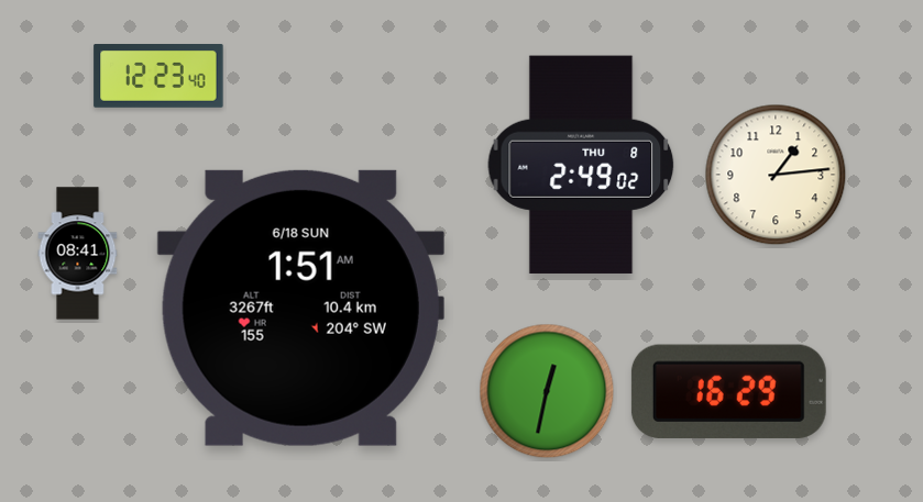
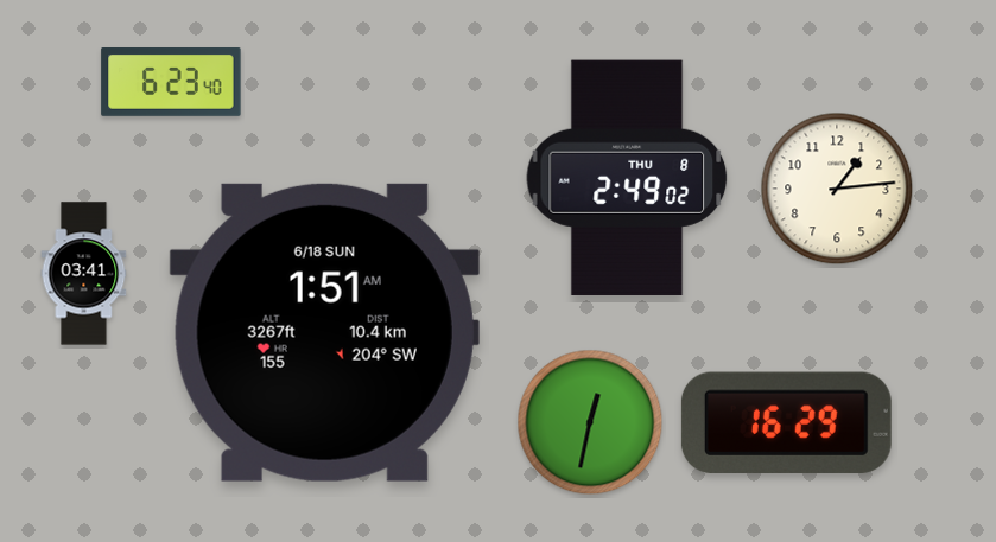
clock at (158, 77): 12:23 -> 6:23
clock at (78, 254): 08:41 -> 03:41
